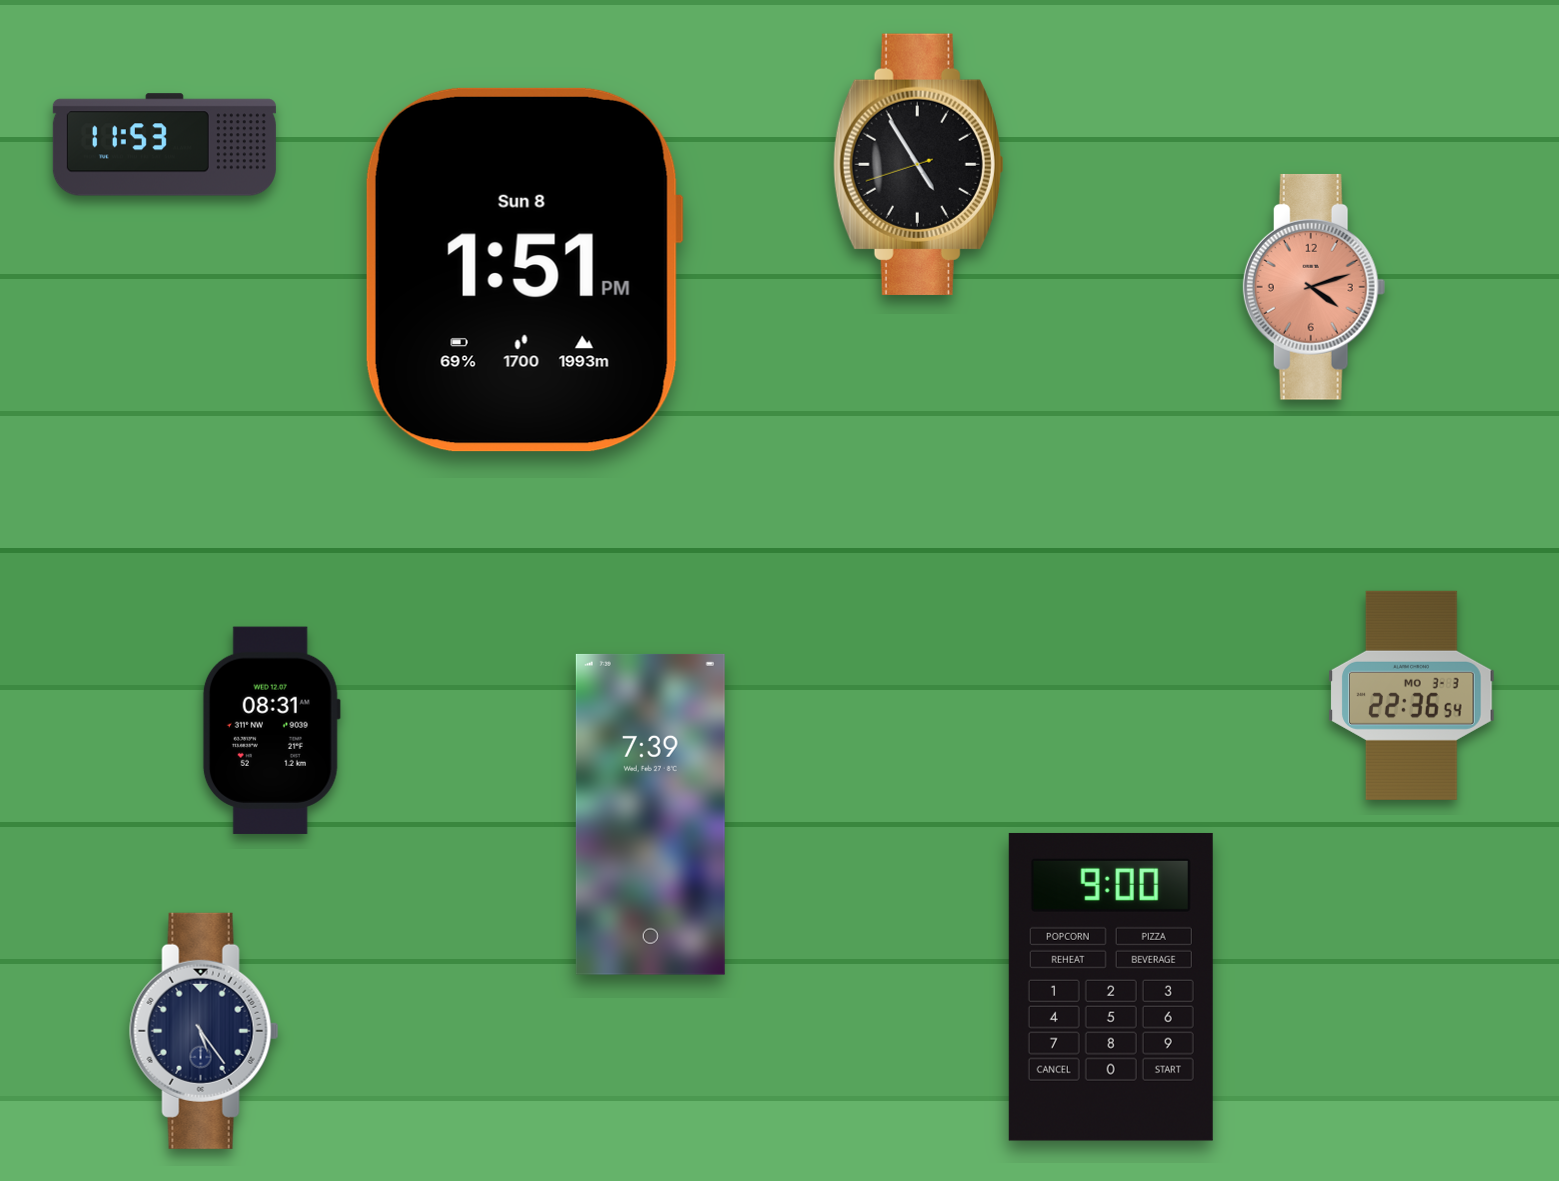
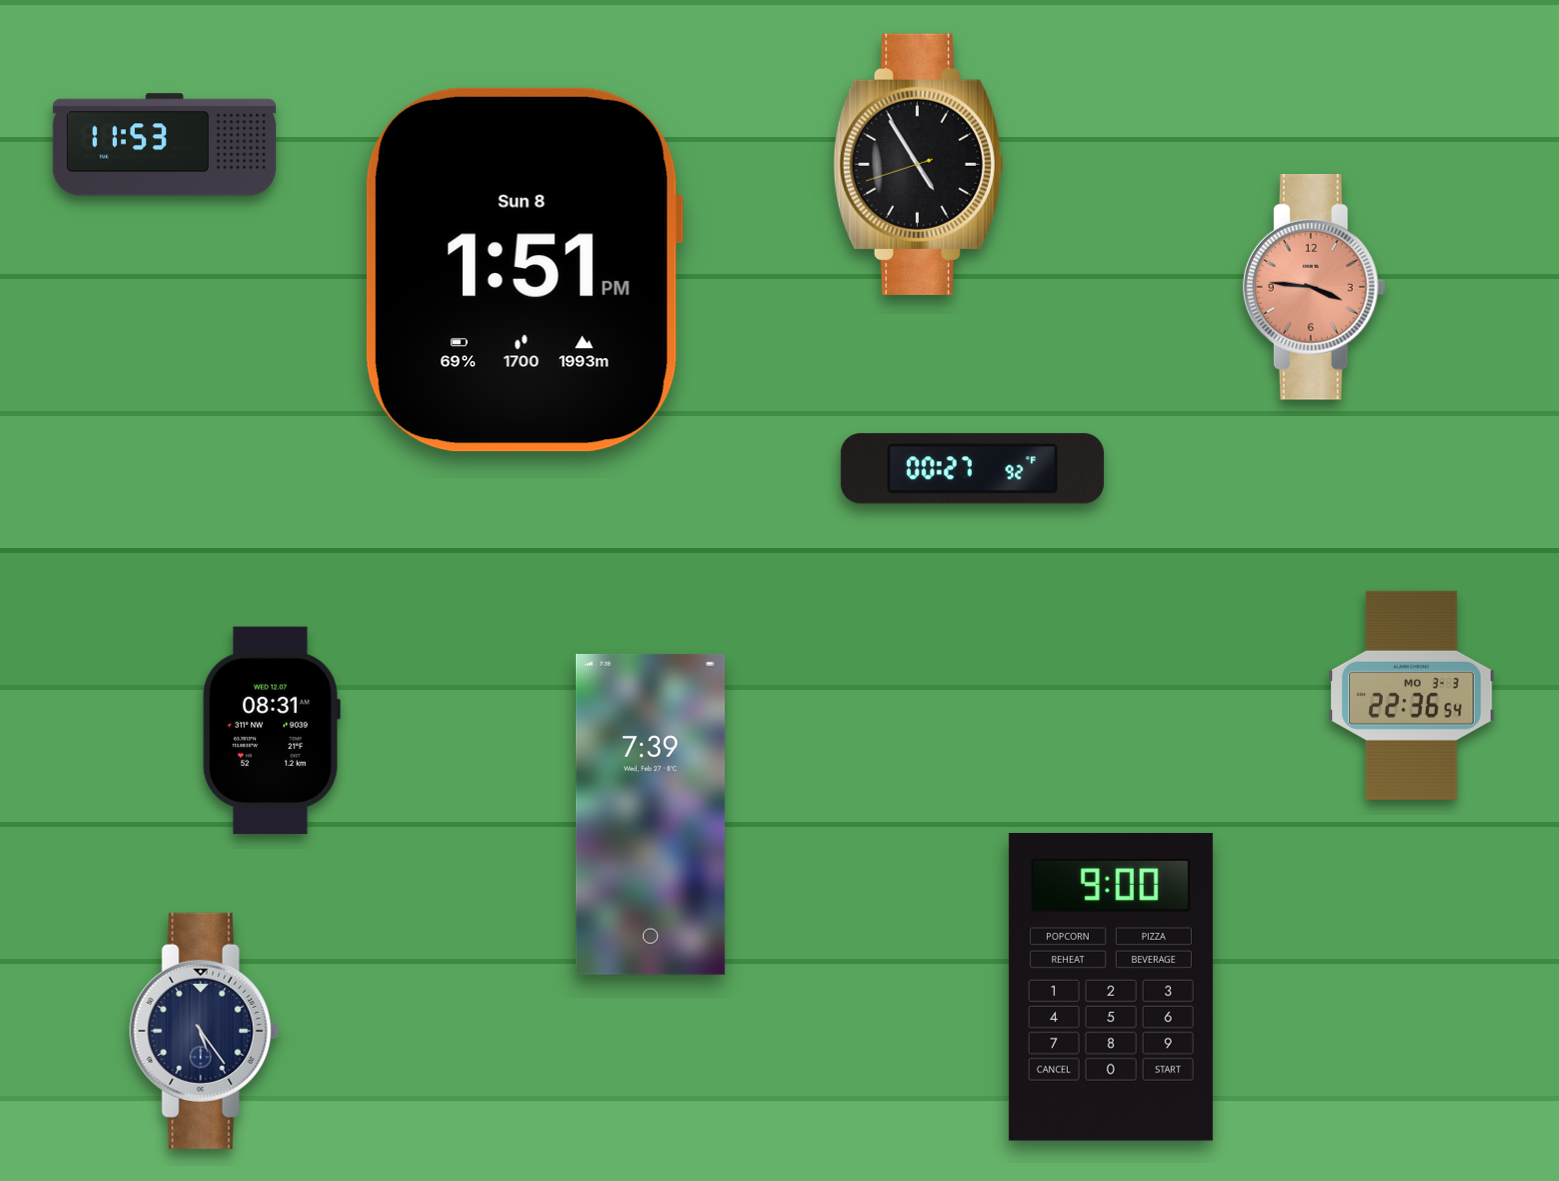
clock at (1314, 287): 4:12 -> 3:46
clock at (972, 469): none -> 00:27
